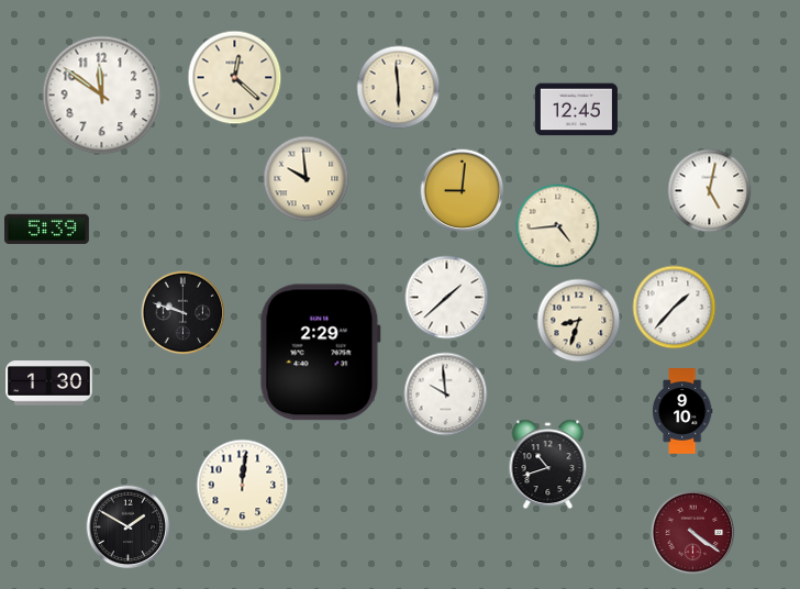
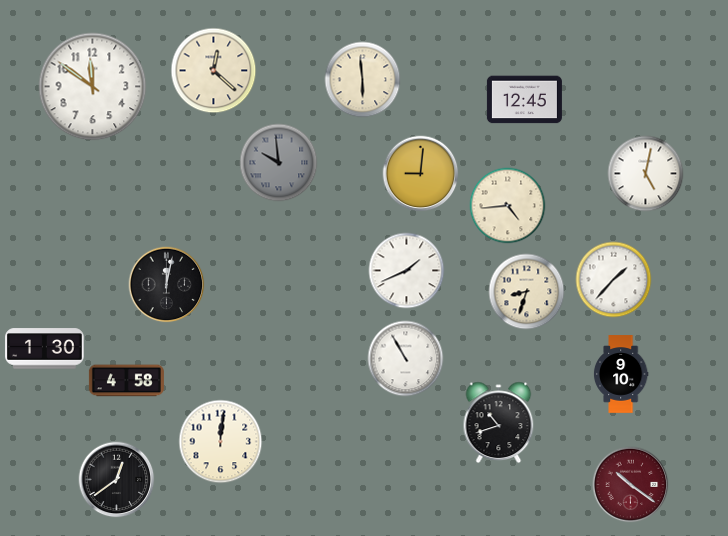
clock at (307, 179) dial: cream -> grey
clock at (46, 230): 5:39 -> none
clock at (447, 298): 1:38 -> 1:41
clock at (184, 313): 9:48 -> 12:02
clock at (320, 353): 2:29 -> none
clock at (446, 394): 9:59 -> 10:55
clock at (126, 381): none -> 4:58
clock at (129, 527): 1:50 -> 12:39
clock at (693, 533): 4:21 -> 10:21
